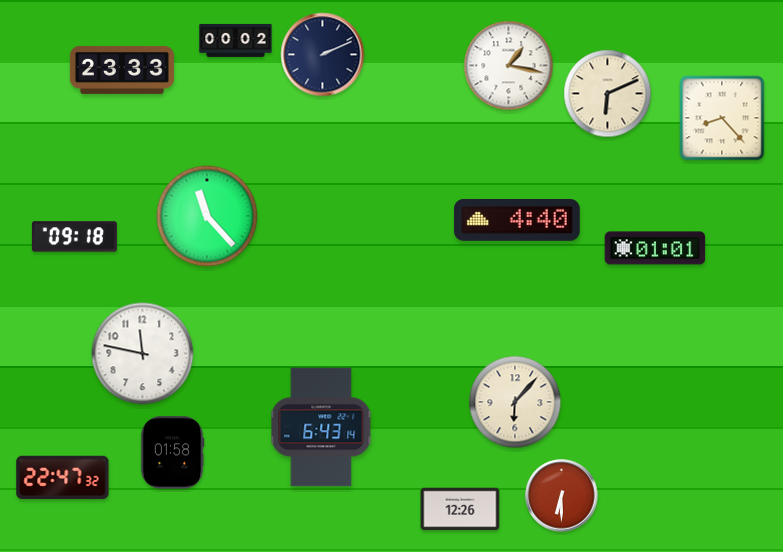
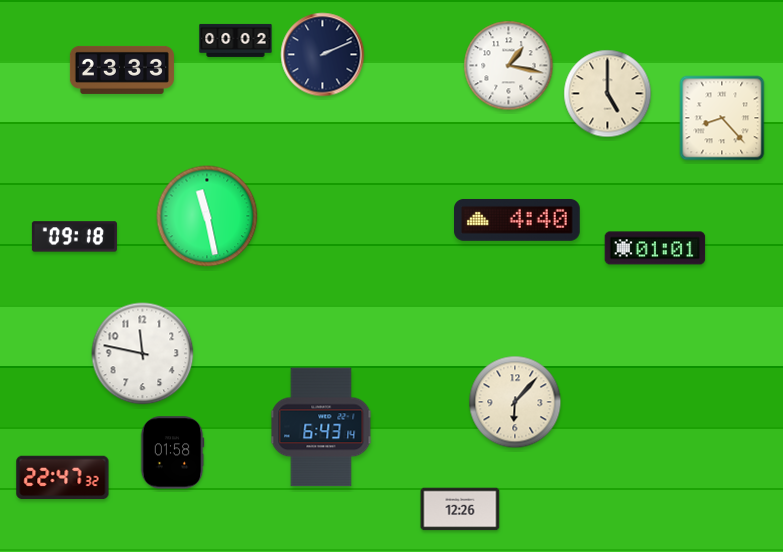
clock at (608, 94): 6:11 -> 5:00
clock at (207, 216): 11:23 -> 11:28
clock at (562, 496): 6:30 -> none
